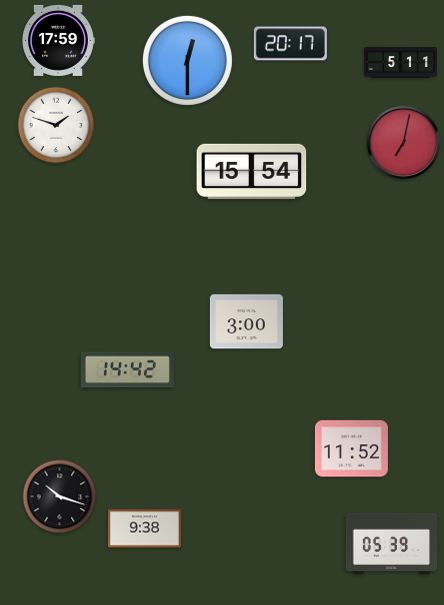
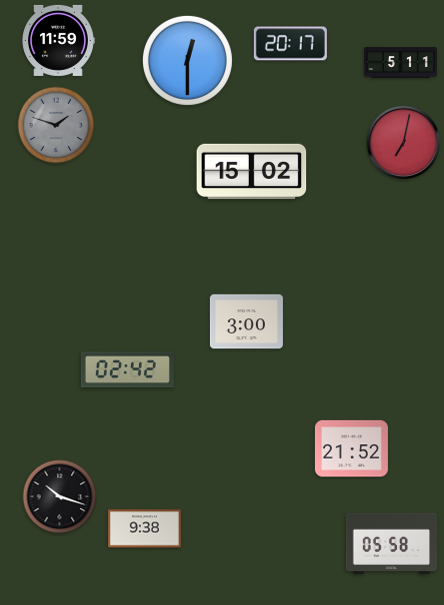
clock at (58, 40): 17:59 -> 11:59
clock at (56, 125) dial: white -> grey
clock at (252, 171): 15:54 -> 15:02
clock at (127, 370): 14:42 -> 02:42
clock at (351, 449): 11:52 -> 21:52
clock at (392, 544): 05:39 -> 05:58
